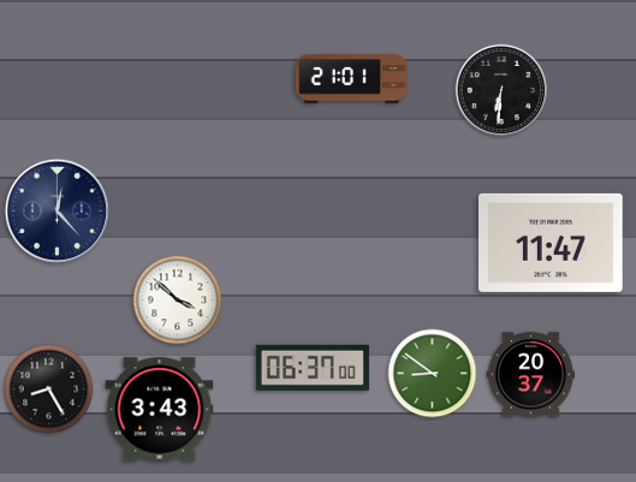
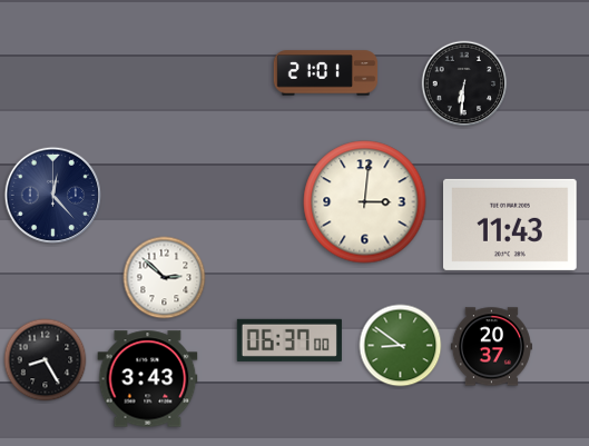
clock at (365, 202): none -> 3:01
clock at (552, 243): 11:47 -> 11:43
clock at (178, 300): 3:52 -> 2:52
